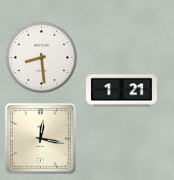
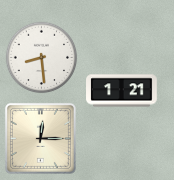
clock at (40, 138): 12:17 -> 12:15
